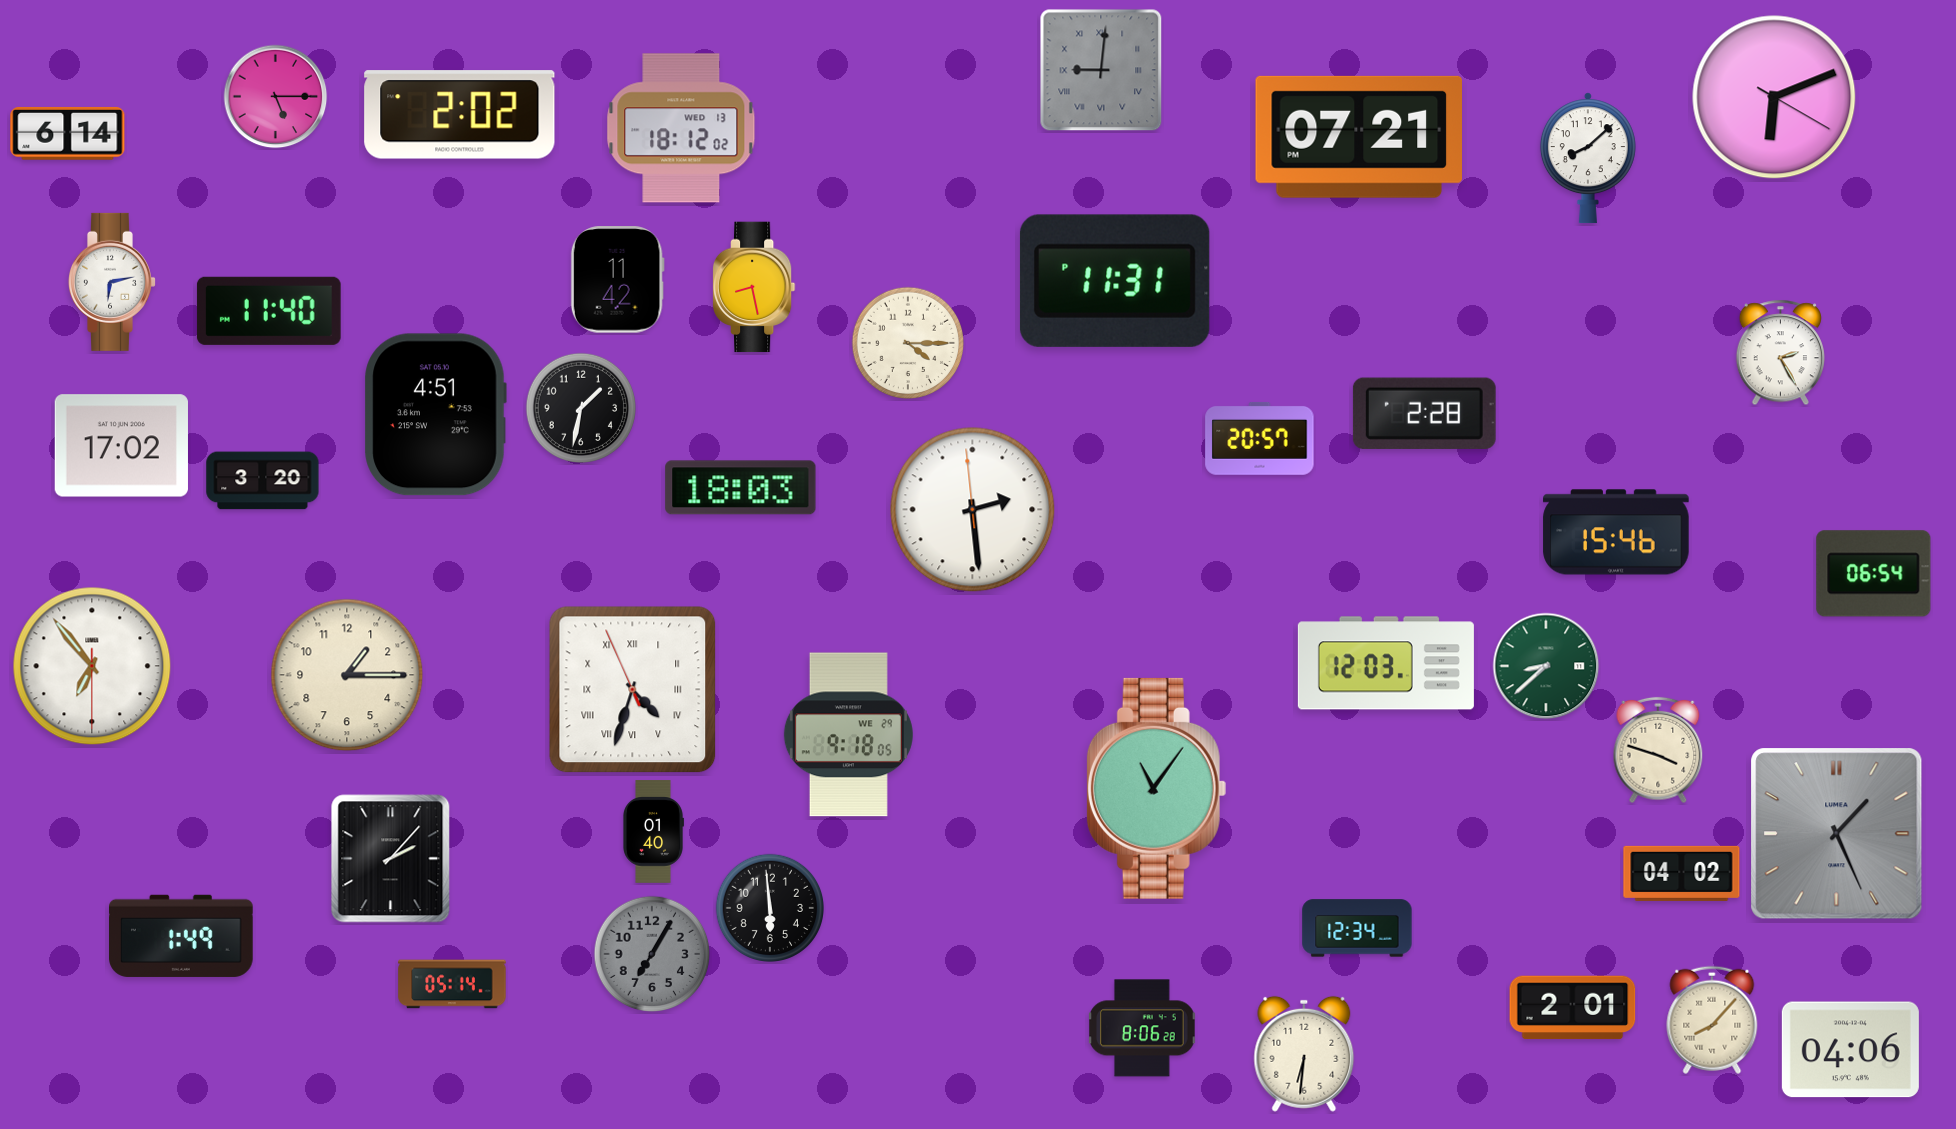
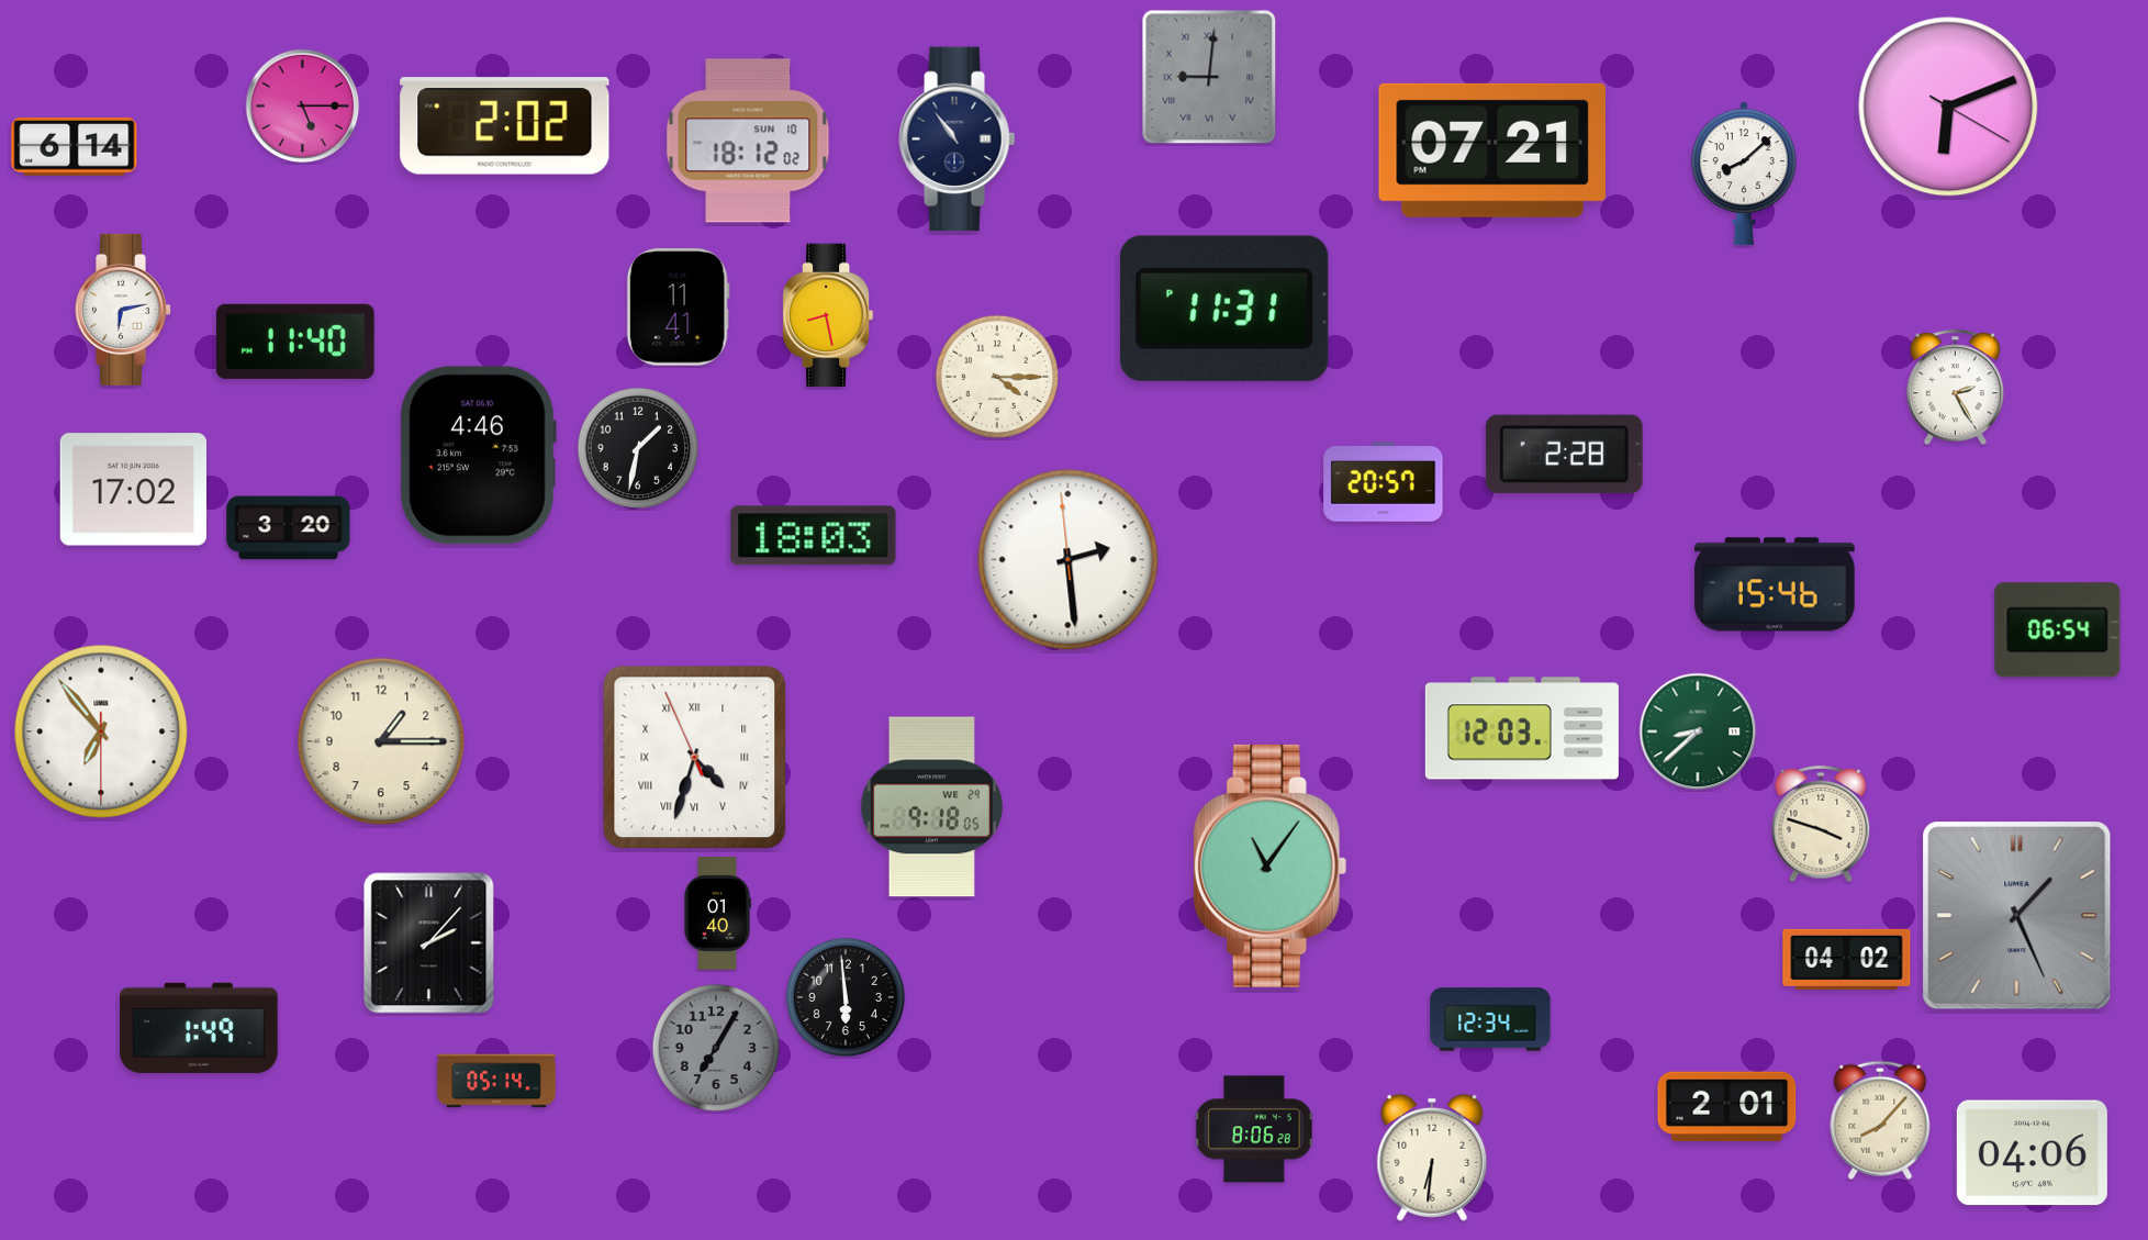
clock at (958, 139): none -> 10:54
clock at (681, 128) date: WED 13 -> SUN 10
clock at (617, 280): 11:42 -> 11:41
clock at (435, 415): 4:51 -> 4:46
